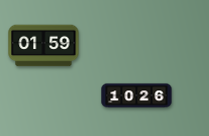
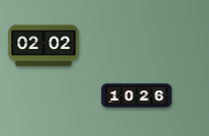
clock at (44, 46): 01:59 -> 02:02
